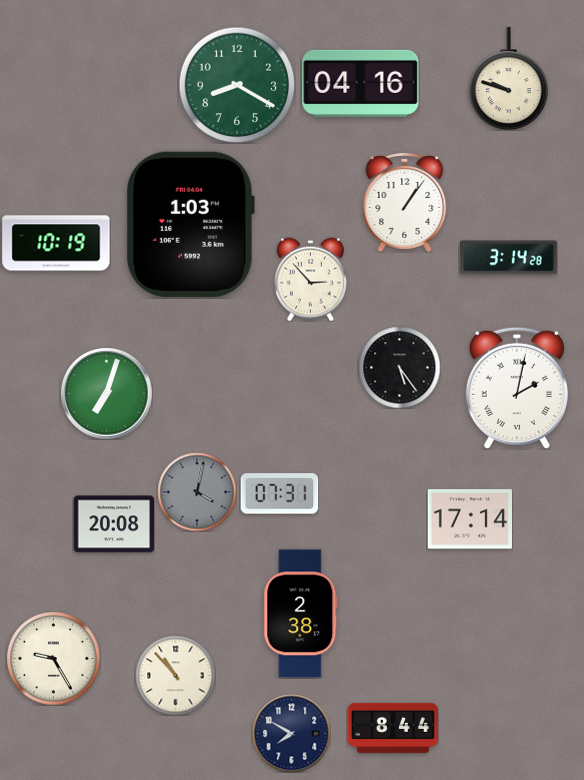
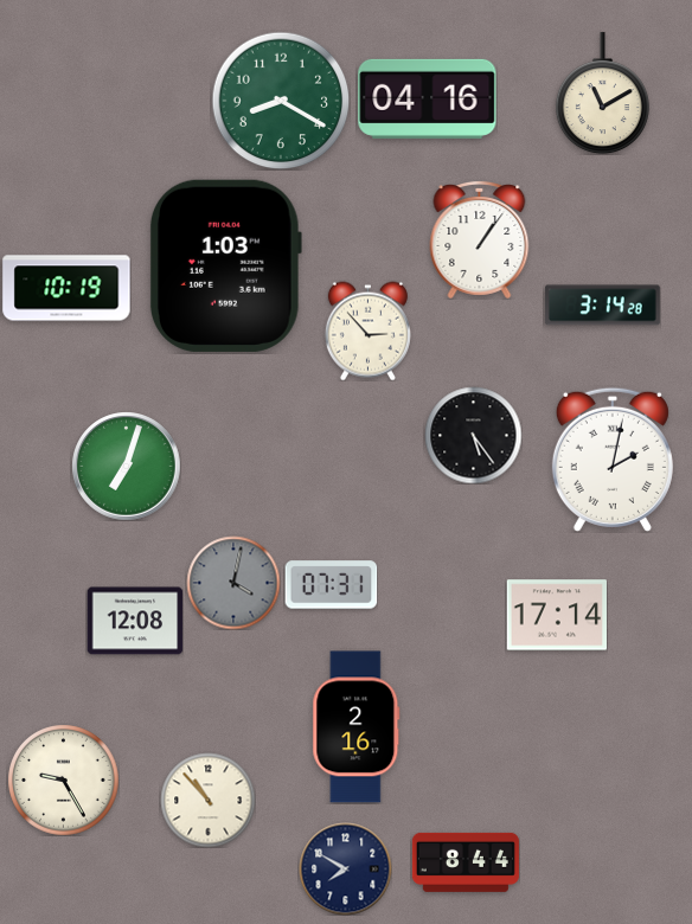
clock at (508, 79): 9:48 -> 11:10
clock at (114, 524): 20:08 -> 12:08
clock at (301, 614): 2:38 -> 2:16
